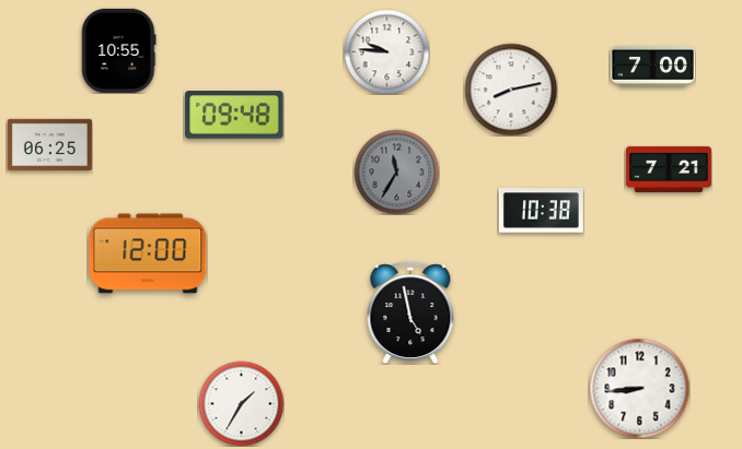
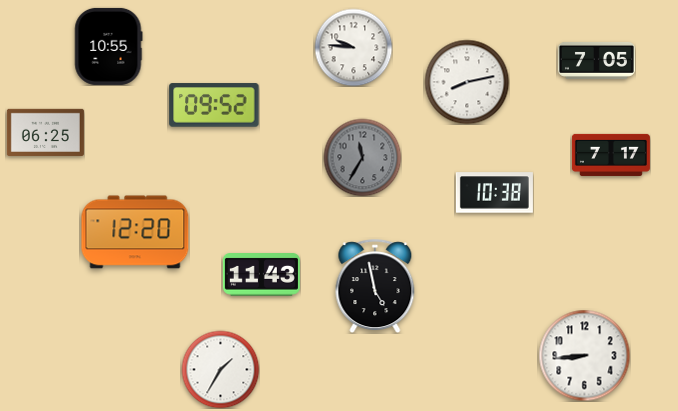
clock at (652, 66): 7:00 -> 7:05
clock at (234, 115): 09:48 -> 09:52
clock at (669, 169): 7:21 -> 7:17
clock at (148, 253): 12:00 -> 12:20
clock at (261, 275): none -> 11:43
